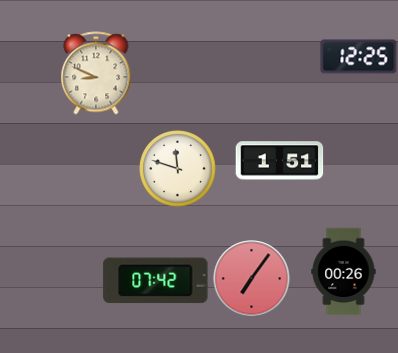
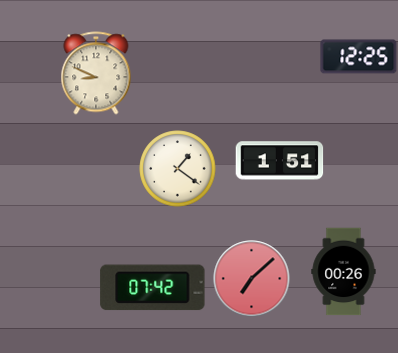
clock at (178, 169): 11:48 -> 1:21
clock at (252, 279): 7:06 -> 7:08
clock at (156, 281) position: (156, 281) -> (153, 288)
